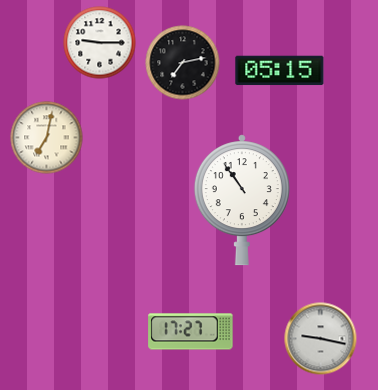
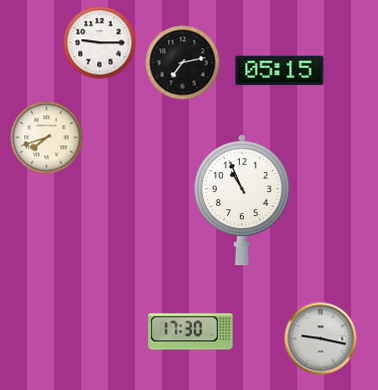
clock at (47, 138): 7:02 -> 7:42
clock at (242, 200): 10:54 -> 10:56
clock at (191, 332): 17:27 -> 17:30
